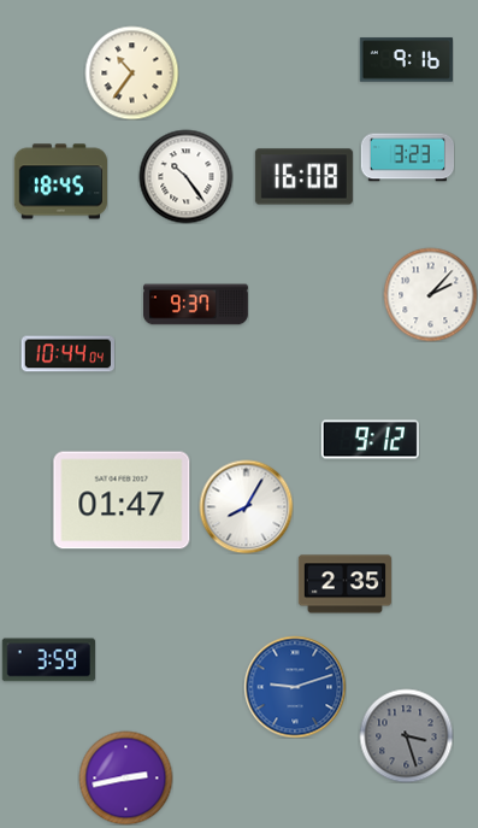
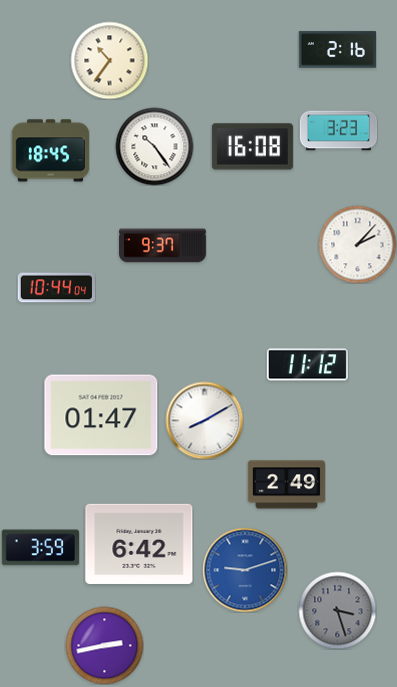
clock at (406, 60): 9:16 -> 2:16
clock at (196, 305) position: (196, 305) -> (163, 246)
clock at (67, 354) position: (67, 354) -> (56, 288)
clock at (370, 440): 9:12 -> 11:12
clock at (246, 506): 8:05 -> 8:10
clock at (344, 585): 2:35 -> 2:49
clock at (139, 544): none -> 6:42
